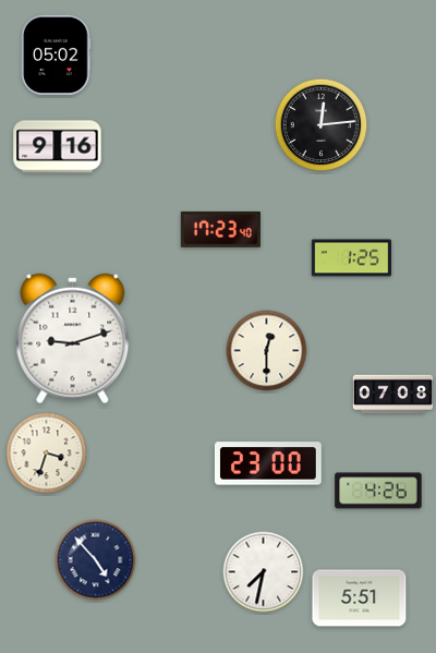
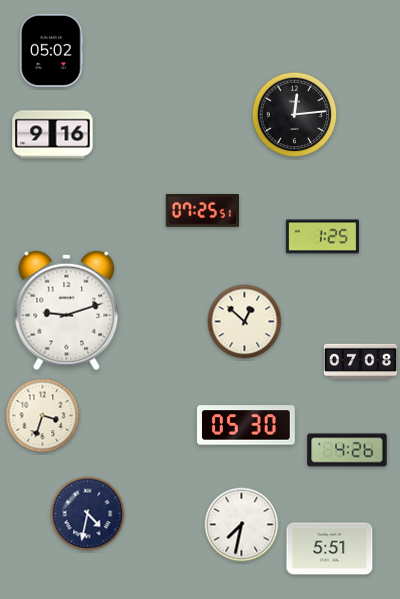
clock at (220, 230): 17:23 -> 07:25
clock at (267, 351): 12:30 -> 12:52
clock at (268, 463): 23:00 -> 05:30
clock at (96, 560): 4:53 -> 4:32
